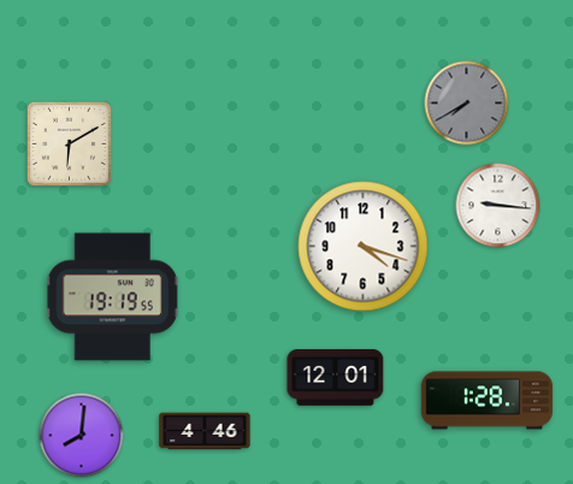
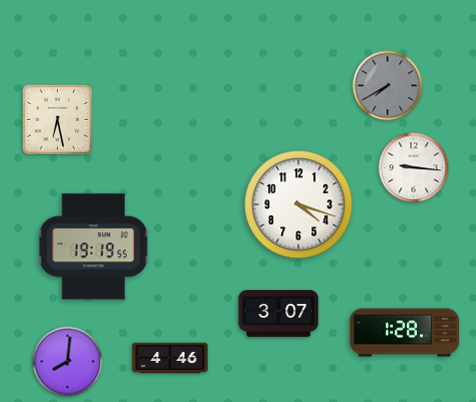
clock at (69, 143): 6:10 -> 6:28
clock at (498, 206) position: (498, 206) -> (414, 168)
clock at (364, 247) position: (364, 247) -> (299, 205)
clock at (336, 378): 12:01 -> 3:07
